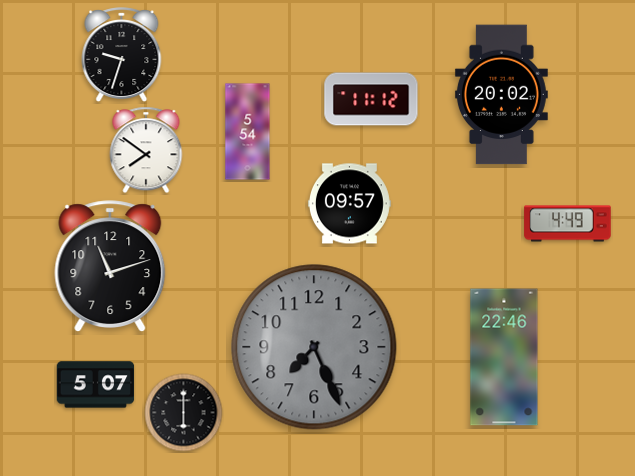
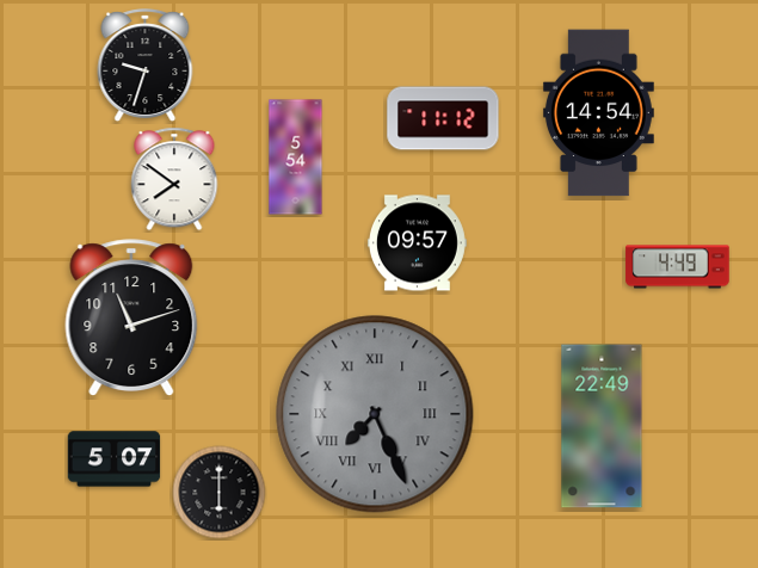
clock at (501, 95): 20:02 -> 14:54
clock at (314, 347) numerals: Arabic -> Roman
clock at (504, 357): 22:46 -> 22:49
